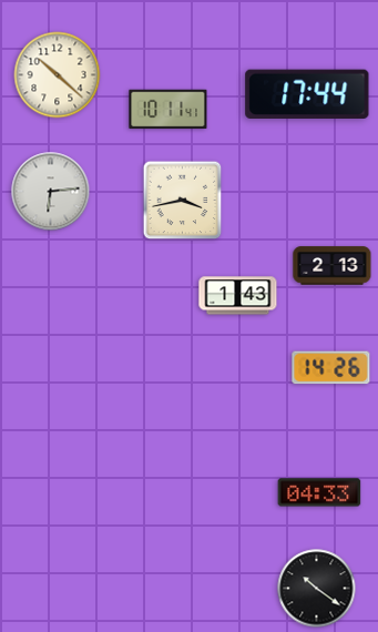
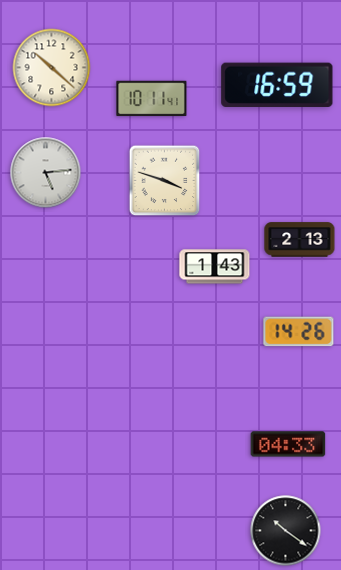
clock at (307, 93): 17:44 -> 16:59
clock at (51, 192): 6:14 -> 5:14
clock at (183, 201): 3:43 -> 3:48
